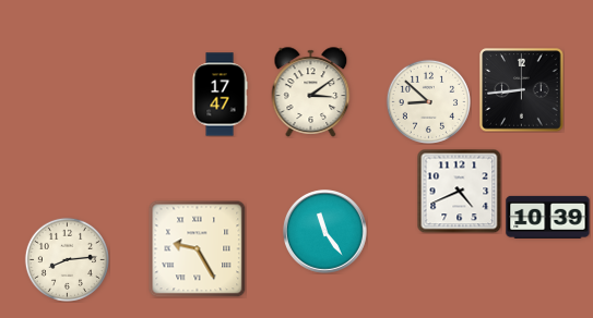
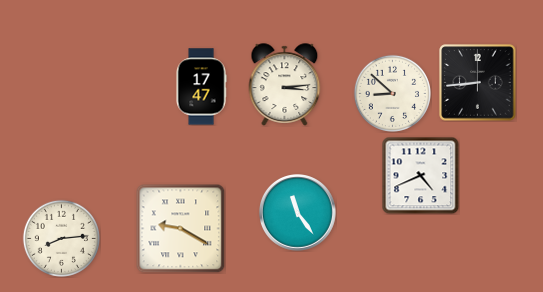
clock at (311, 93): 3:09 -> 3:14
clock at (548, 217): 10:39 -> none
clock at (197, 248): 9:25 -> 9:20
